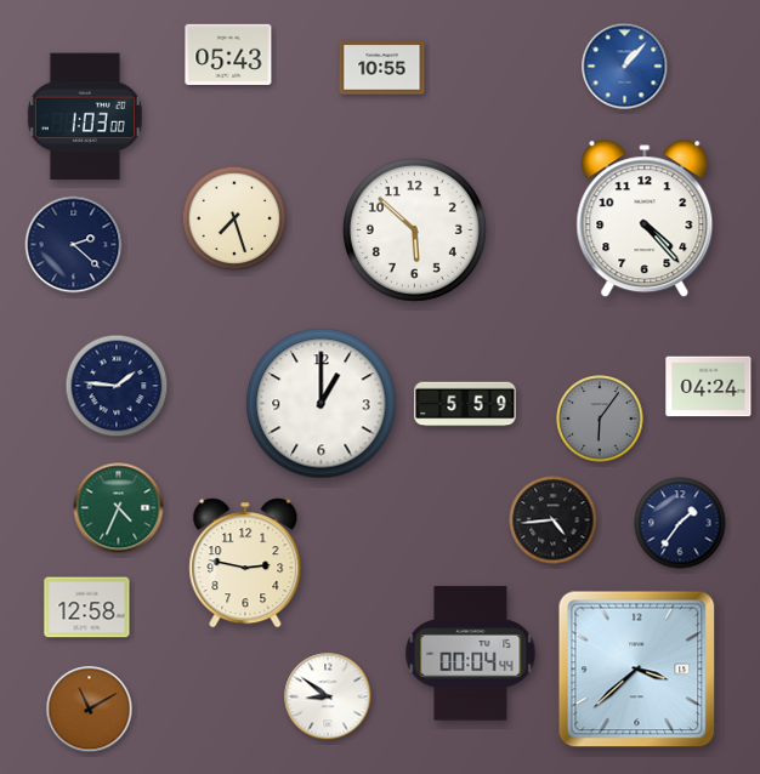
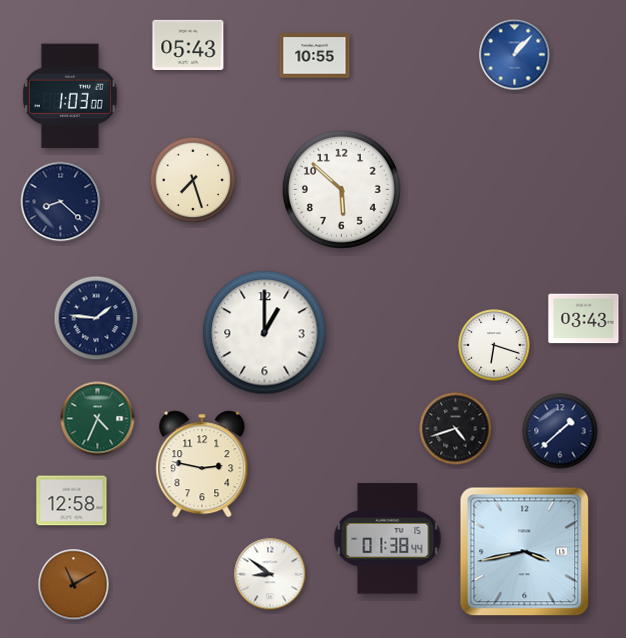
clock at (645, 220): 4:23 -> none
clock at (74, 245): 2:22 -> 8:22
clock at (709, 387): 04:24 -> 03:43
clock at (465, 404): 5:59 -> none
clock at (600, 419): 6:06 -> 6:18
clock at (600, 419) dial: grey -> white
clock at (554, 520): 4:44 -> 4:42
clock at (680, 523): 1:36 -> 1:38
clock at (471, 654): 00:04 -> 01:38
clock at (637, 670): 3:38 -> 3:43
